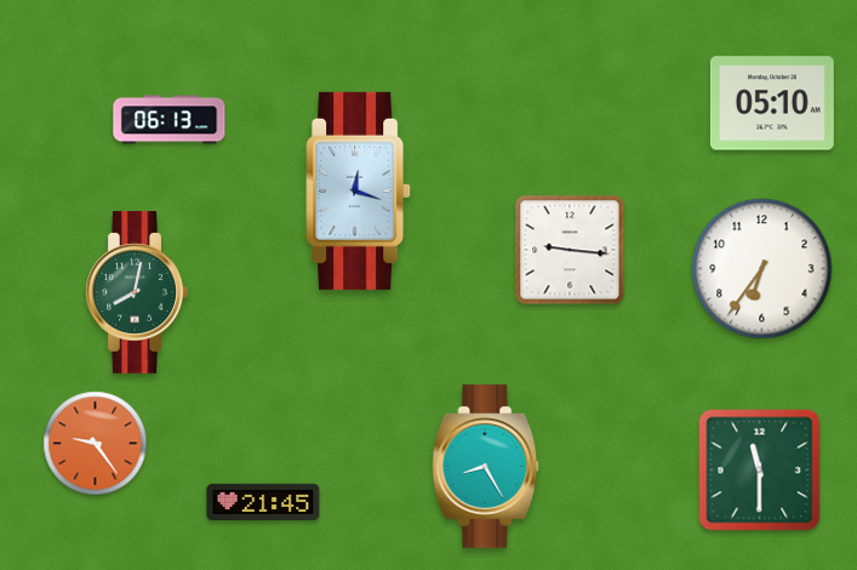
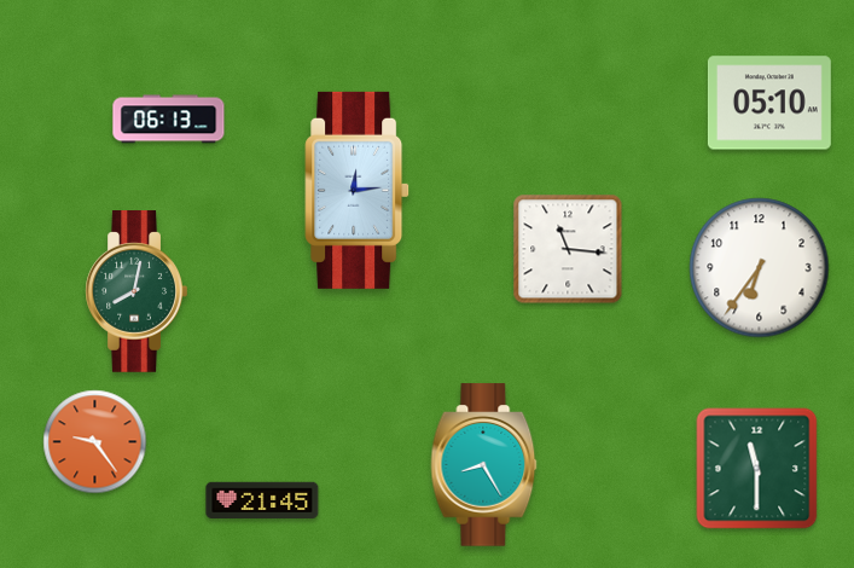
clock at (359, 190): 12:18 -> 12:14
clock at (570, 250): 9:16 -> 11:16
